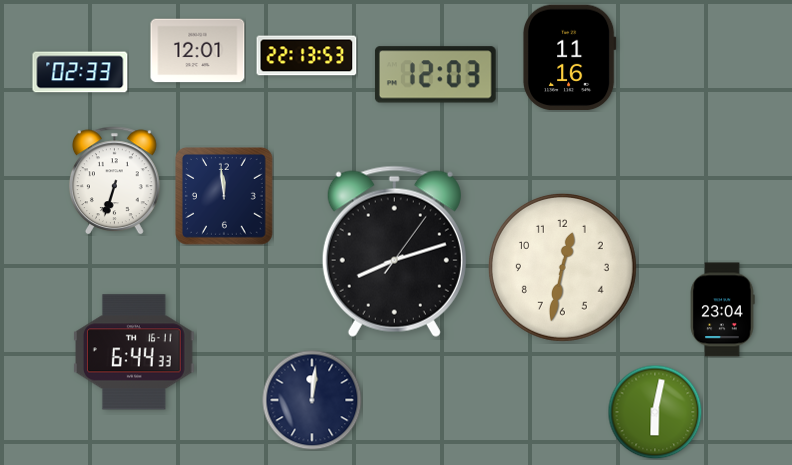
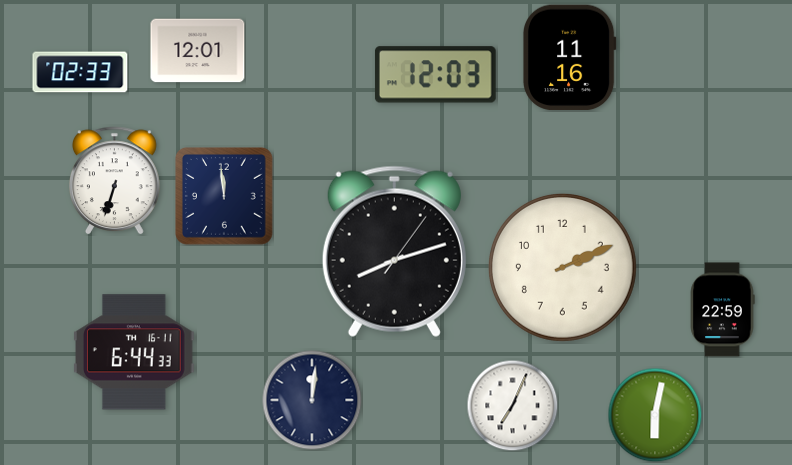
clock at (307, 56): 22:13 -> none
clock at (562, 267): 12:32 -> 2:11
clock at (722, 310): 23:04 -> 22:59
clock at (512, 405): none -> 7:04
clock at (655, 412) position: (655, 412) -> (655, 415)
